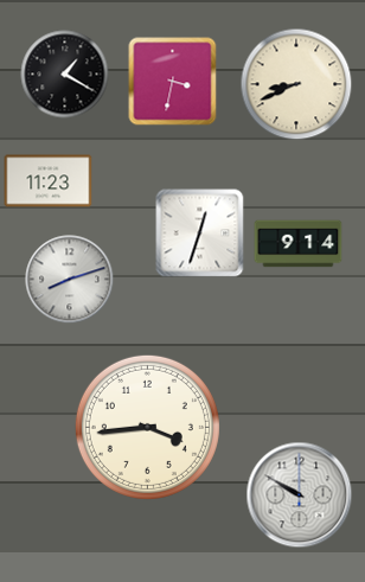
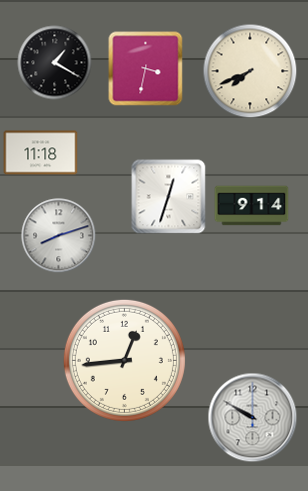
clock at (296, 84): 8:41 -> 7:41
clock at (49, 181): 11:23 -> 11:18
clock at (147, 427): 3:44 -> 12:44
